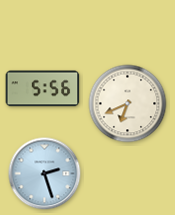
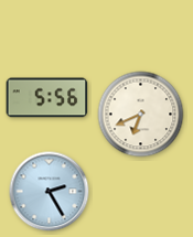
clock at (45, 174): 2:27 -> 2:25
